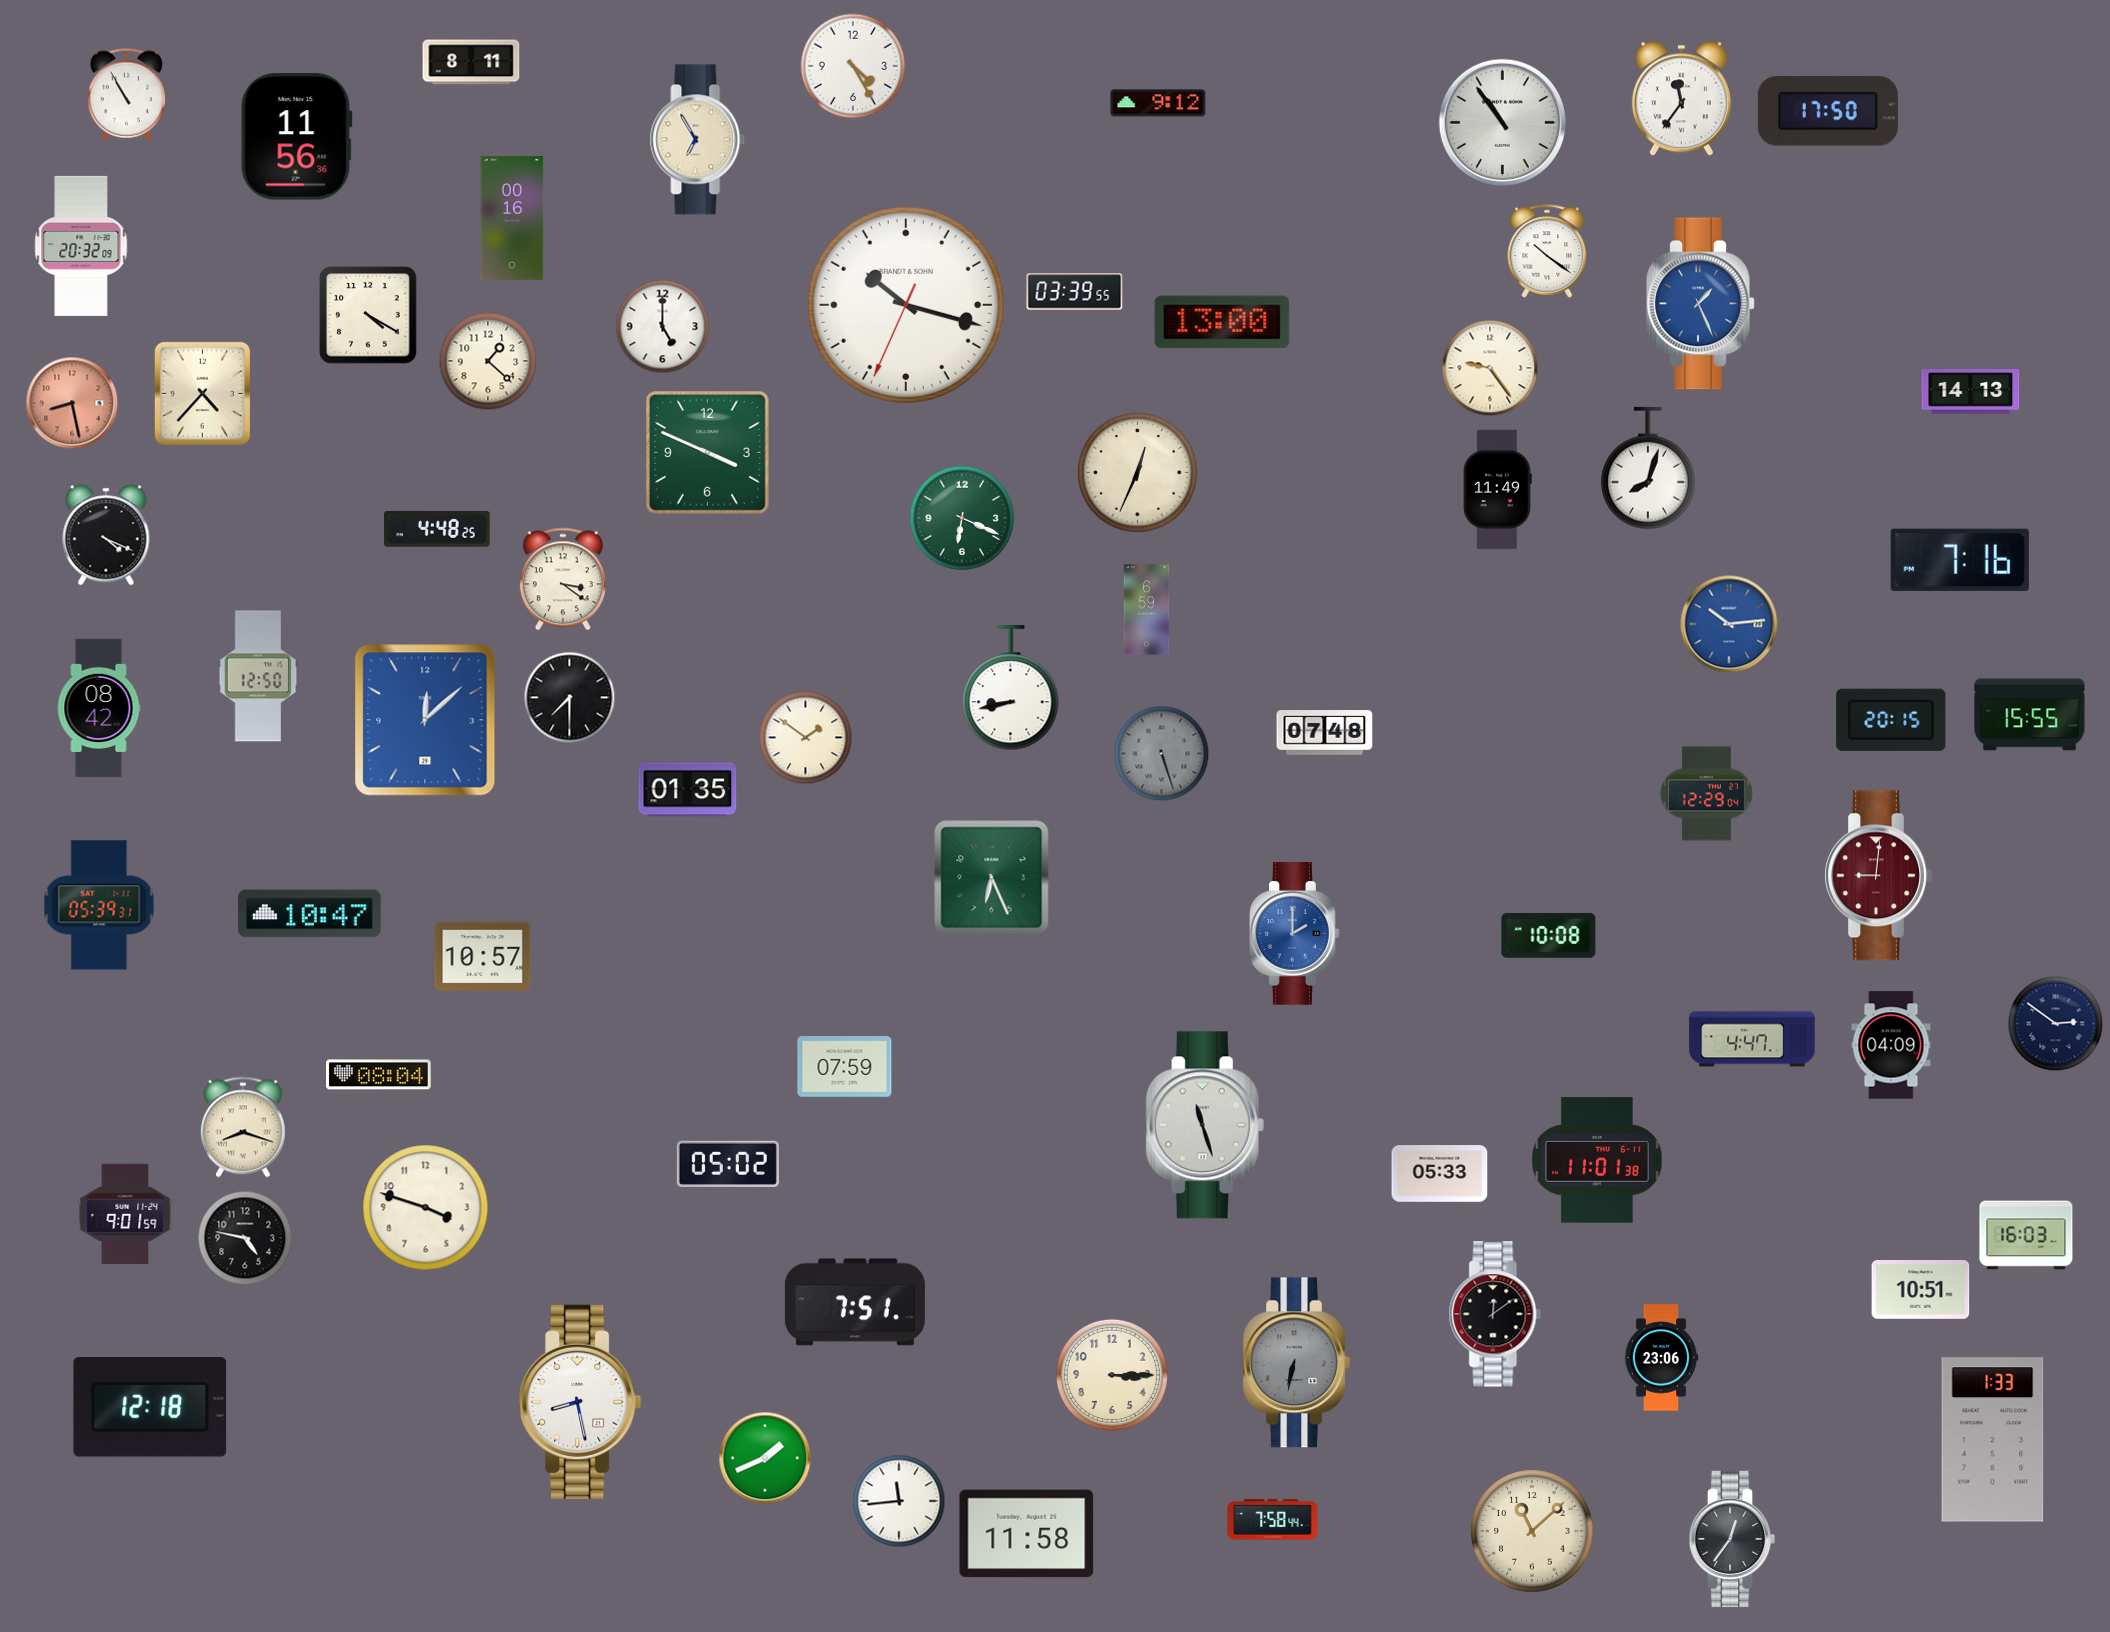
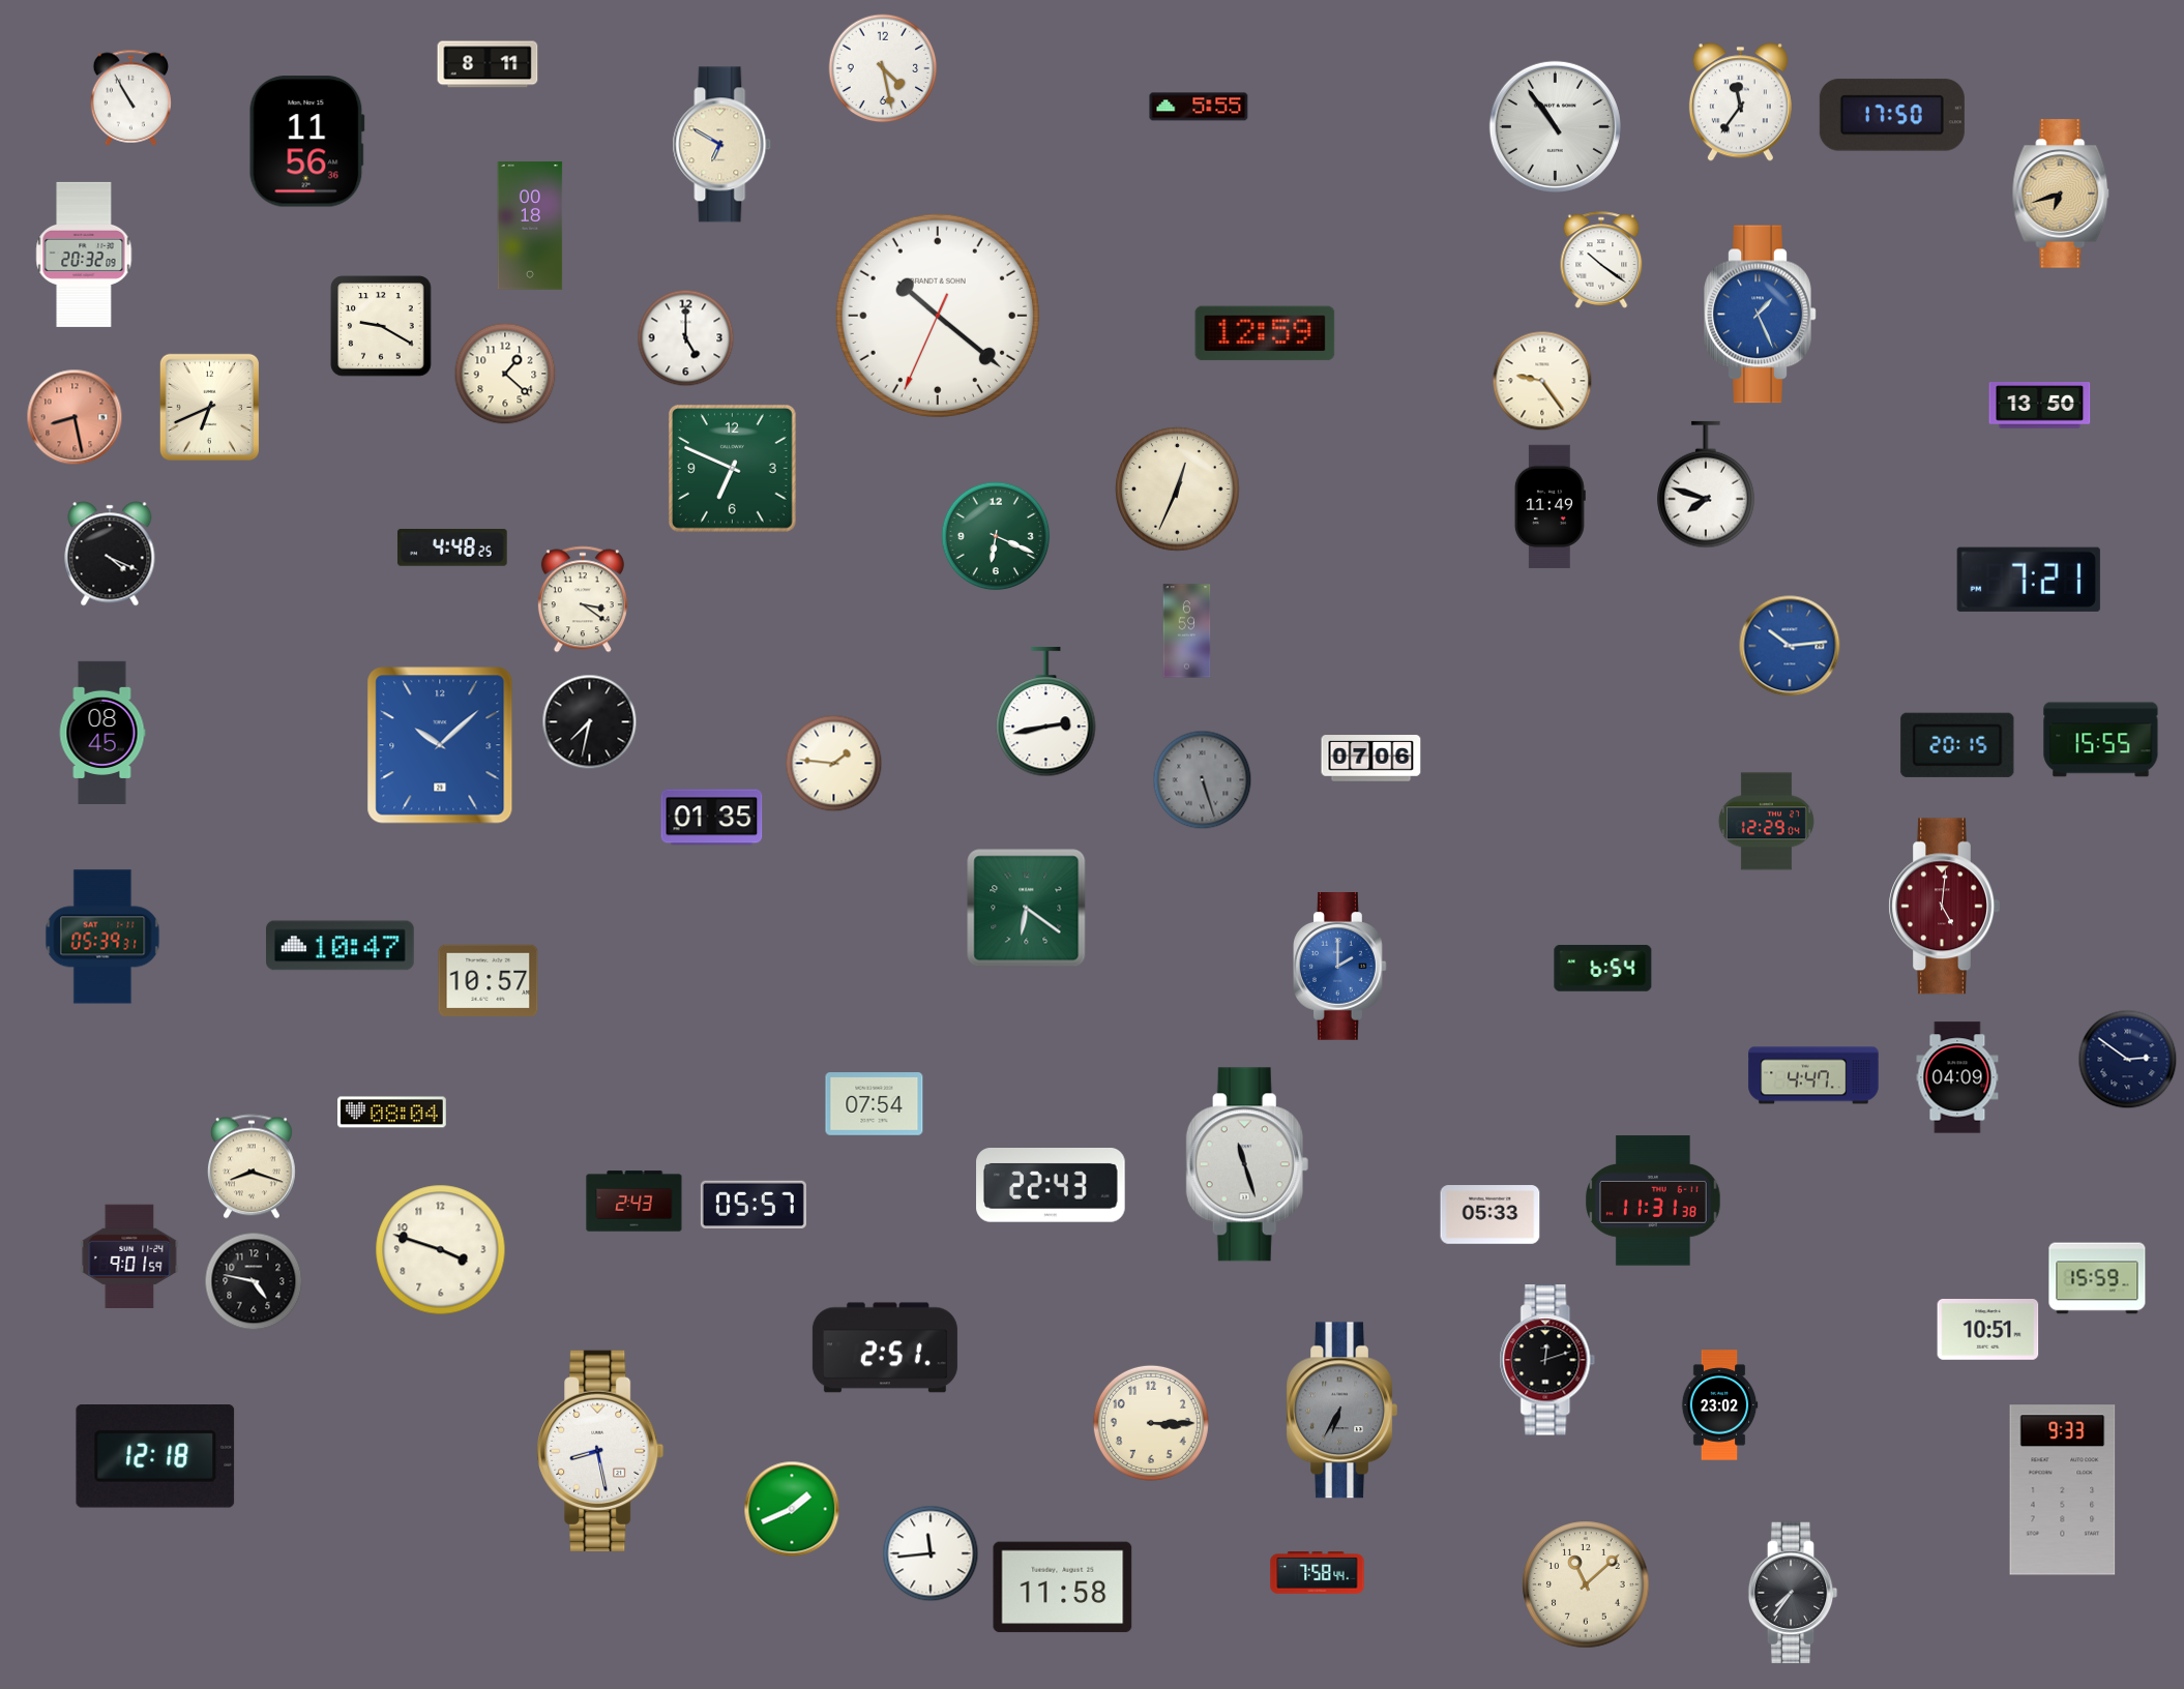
clock at (853, 66): 4:25 -> 4:28
clock at (1158, 103): 9:12 -> 5:55
clock at (698, 140): 6:55 -> 6:50
clock at (2061, 194): none -> 6:42
clock at (512, 218): 00:16 -> 00:18
clock at (1075, 292): 03:39 -> none
clock at (906, 305): 10:17 -> 10:21
clock at (368, 315): 4:20 -> 9:20
clock at (1222, 322): 13:00 -> 12:59
clock at (1971, 392): 14:13 -> 13:50
clock at (202, 393): 4:37 -> 6:41
clock at (707, 452): 3:49 -> 6:49
clock at (1648, 468): 8:03 -> 7:48
clock at (1960, 560): 7:16 -> 7:21
clock at (258, 676): 12:50 -> none
clock at (1011, 688): 8:43 -> 2:43
clock at (570, 698): 7:30 -> 7:32
clock at (99, 708): 08:42 -> 08:45
clock at (425, 720): 12:08 -> 10:08
clock at (1325, 733): 07:48 -> 07:06
clock at (806, 738): 1:51 -> 1:46
clock at (1878, 876): 9:01 -> 5:01
clock at (992, 878): 6:26 -> 6:21
clock at (310, 914) position: (310, 914) -> (341, 946)
clock at (1549, 935): 10:08 -> 6:54
clock at (483, 957) position: (483, 957) -> (489, 981)
clock at (1891, 1045) position: (1891, 1045) -> (1957, 1077)
clock at (845, 1067): 07:59 -> 07:54
clock at (1051, 1186): none -> 22:43
clock at (1597, 1160): 11:01 -> 11:31
clock at (634, 1202): none -> 2:43
clock at (728, 1163): 05:02 -> 05:57
clock at (2026, 1235): 16:03 -> 15:59
clock at (1921, 1290) position: (1921, 1290) -> (1988, 1330)
clock at (855, 1302): 7:51 -> 2:51
clock at (1495, 1314): 12:09 -> 12:12
clock at (1661, 1358): 23:06 -> 23:02
clock at (1296, 1363): 6:32 -> 6:35
clock at (1993, 1440): 1:33 -> 9:33
clock at (1732, 1539): 12:36 -> 7:36
